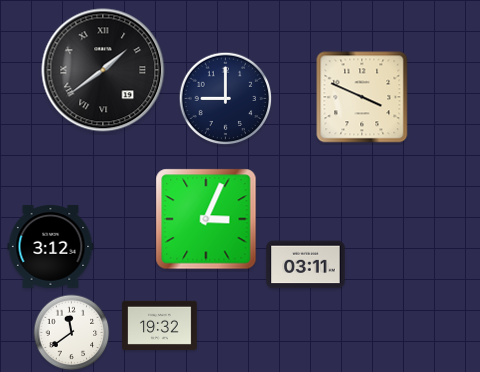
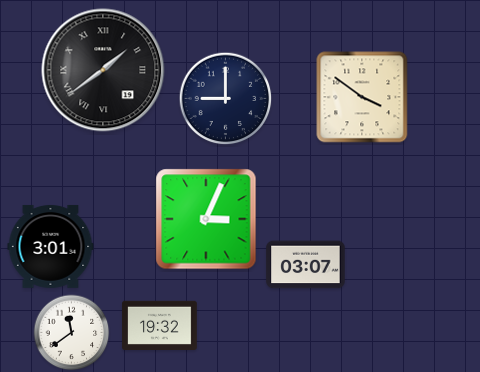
clock at (362, 97): 3:49 -> 3:51
clock at (51, 246): 3:12 -> 3:01
clock at (306, 265): 03:11 -> 03:07
